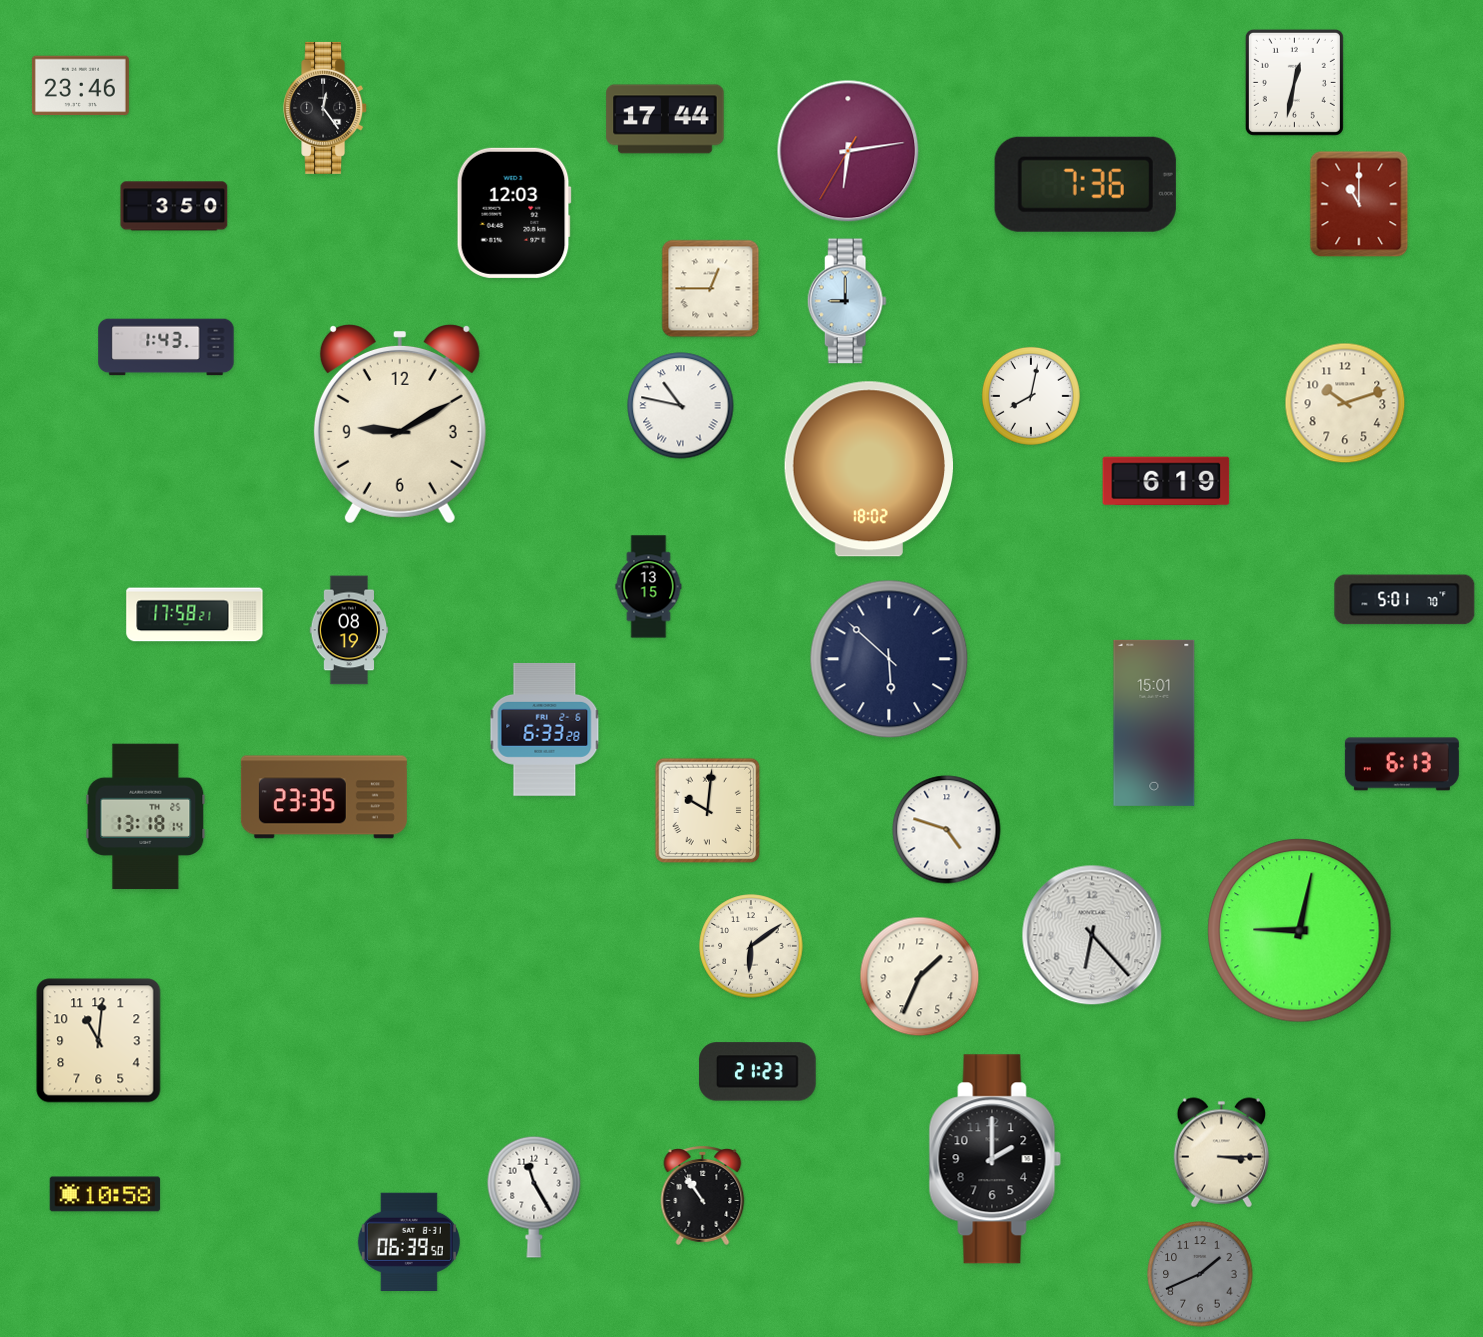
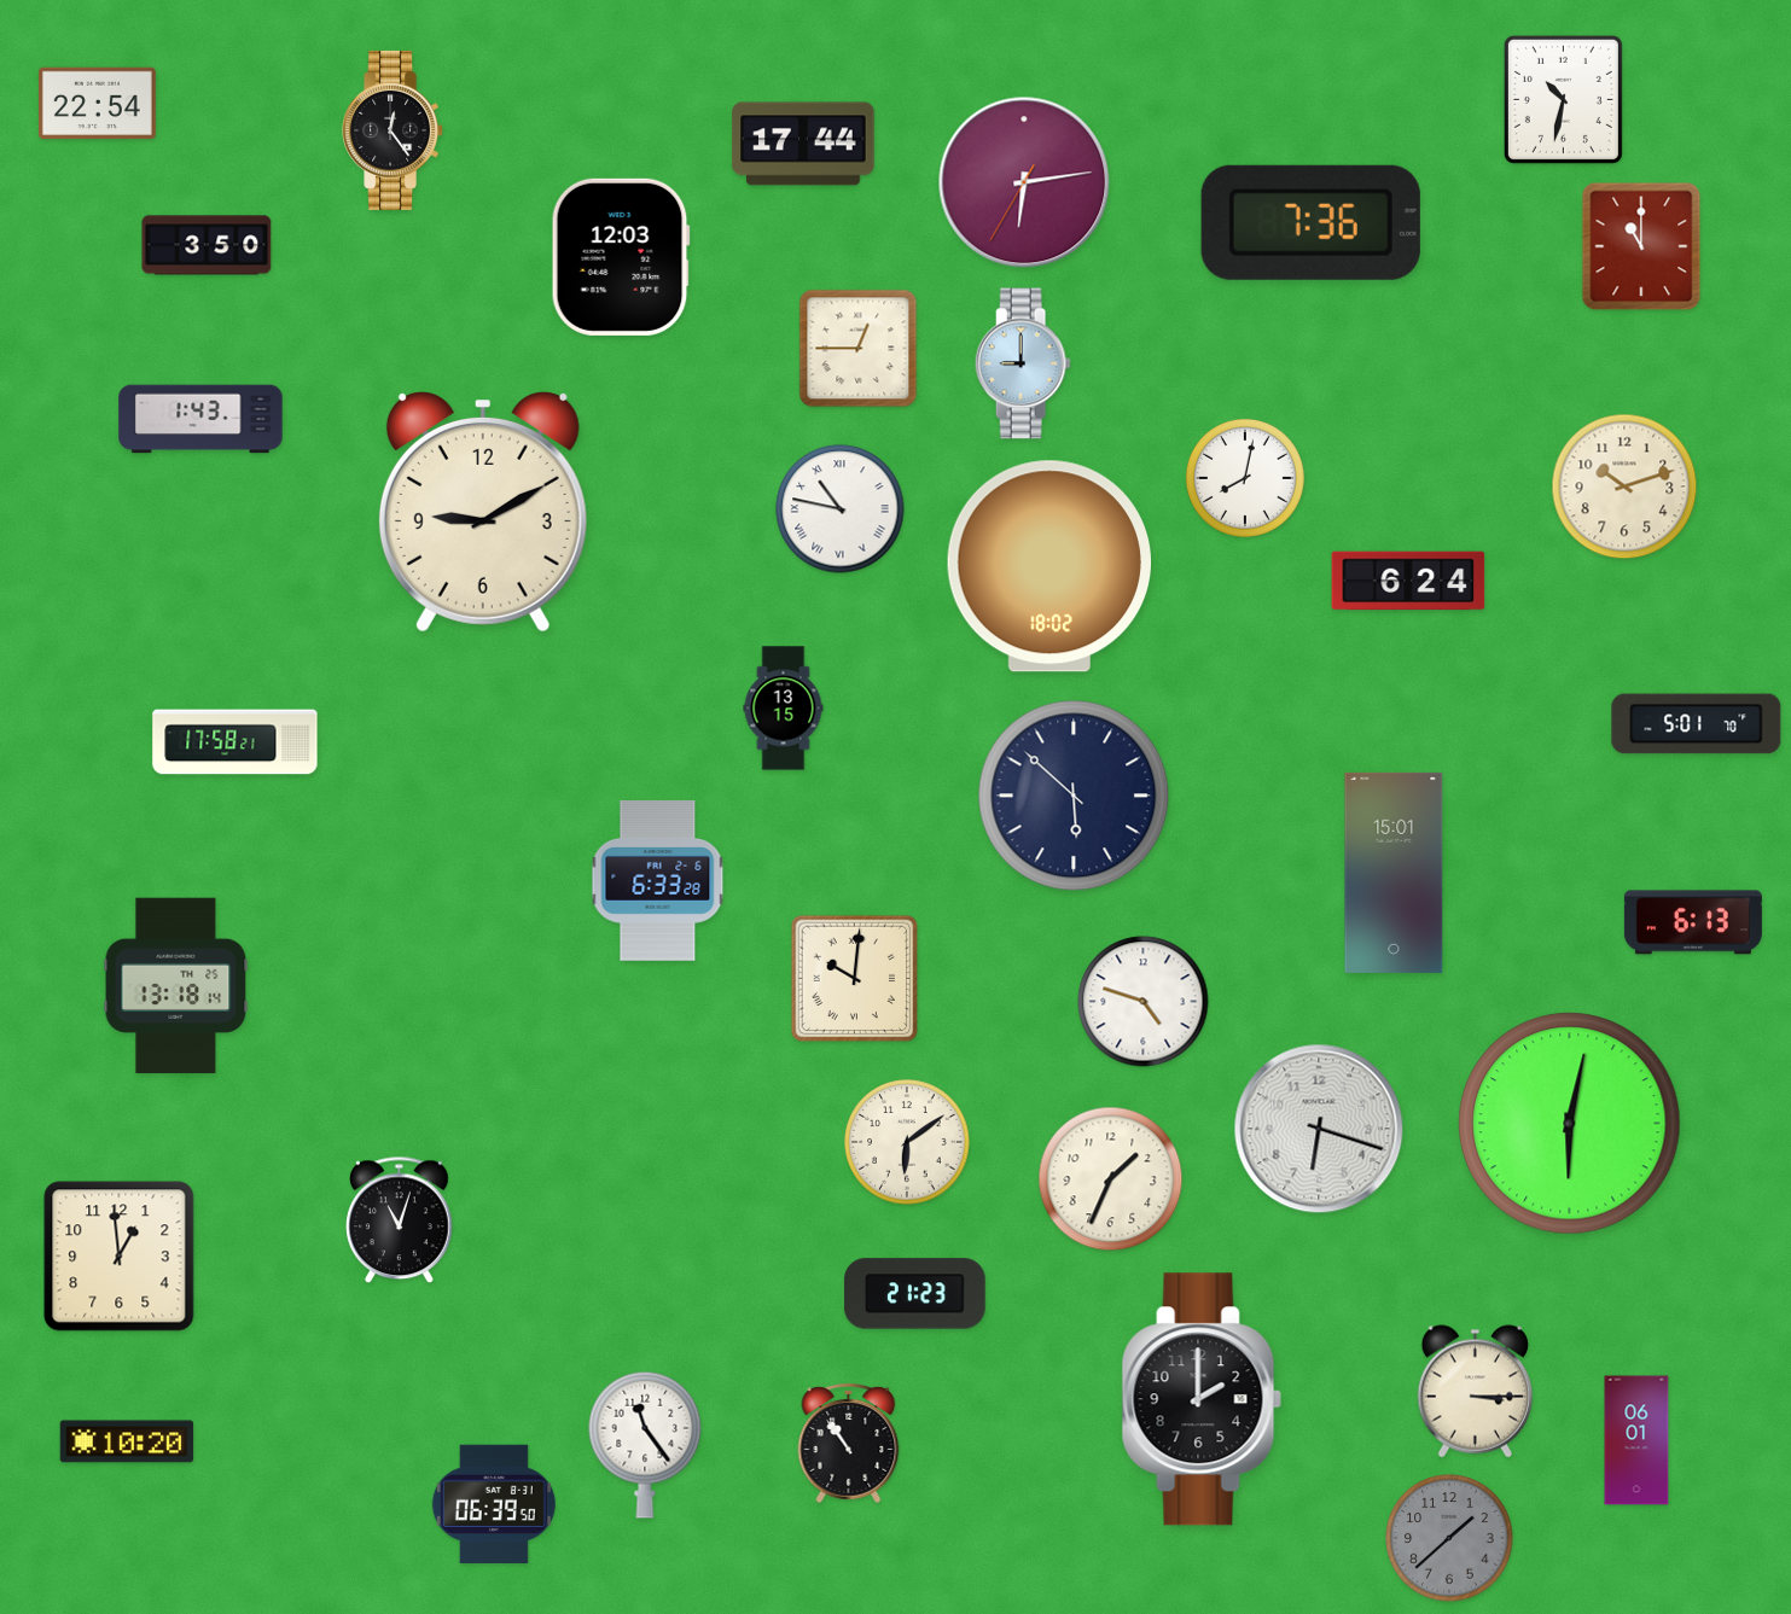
clock at (1294, 82): 12:32 -> 10:32
clock at (80, 86): 23:46 -> 22:54
clock at (174, 206) position: (174, 206) -> (207, 245)
clock at (681, 406) position: (681, 406) -> (841, 509)
clock at (1166, 481): 6:19 -> 6:24
clock at (349, 630): 08:19 -> none
clock at (324, 797): 23:35 -> none
clock at (1300, 931): 9:02 -> 6:02
clock at (1092, 935): 6:23 -> 6:18
clock at (400, 1220): none -> 11:03
clock at (99, 1041): 11:01 -> 12:59
clock at (1636, 1440): none -> 06:01
clock at (105, 1194): 10:58 -> 10:20
clock at (534, 1197): 11:25 -> 11:24
clock at (409, 1241) position: (409, 1241) -> (494, 1503)
clock at (1200, 1274): 1:41 -> 1:38
